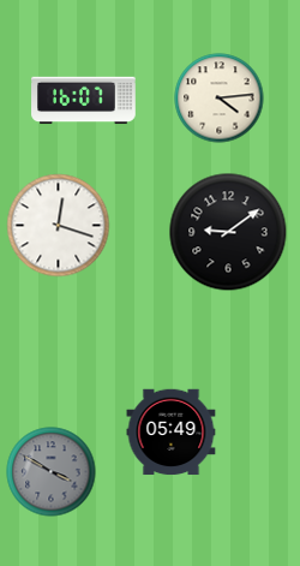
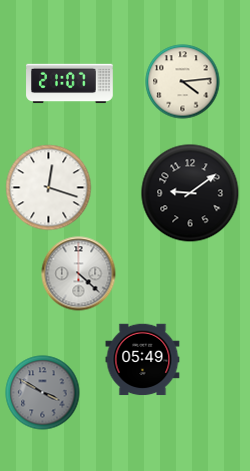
clock at (84, 101): 16:07 -> 21:07
clock at (79, 274): none -> 4:22
